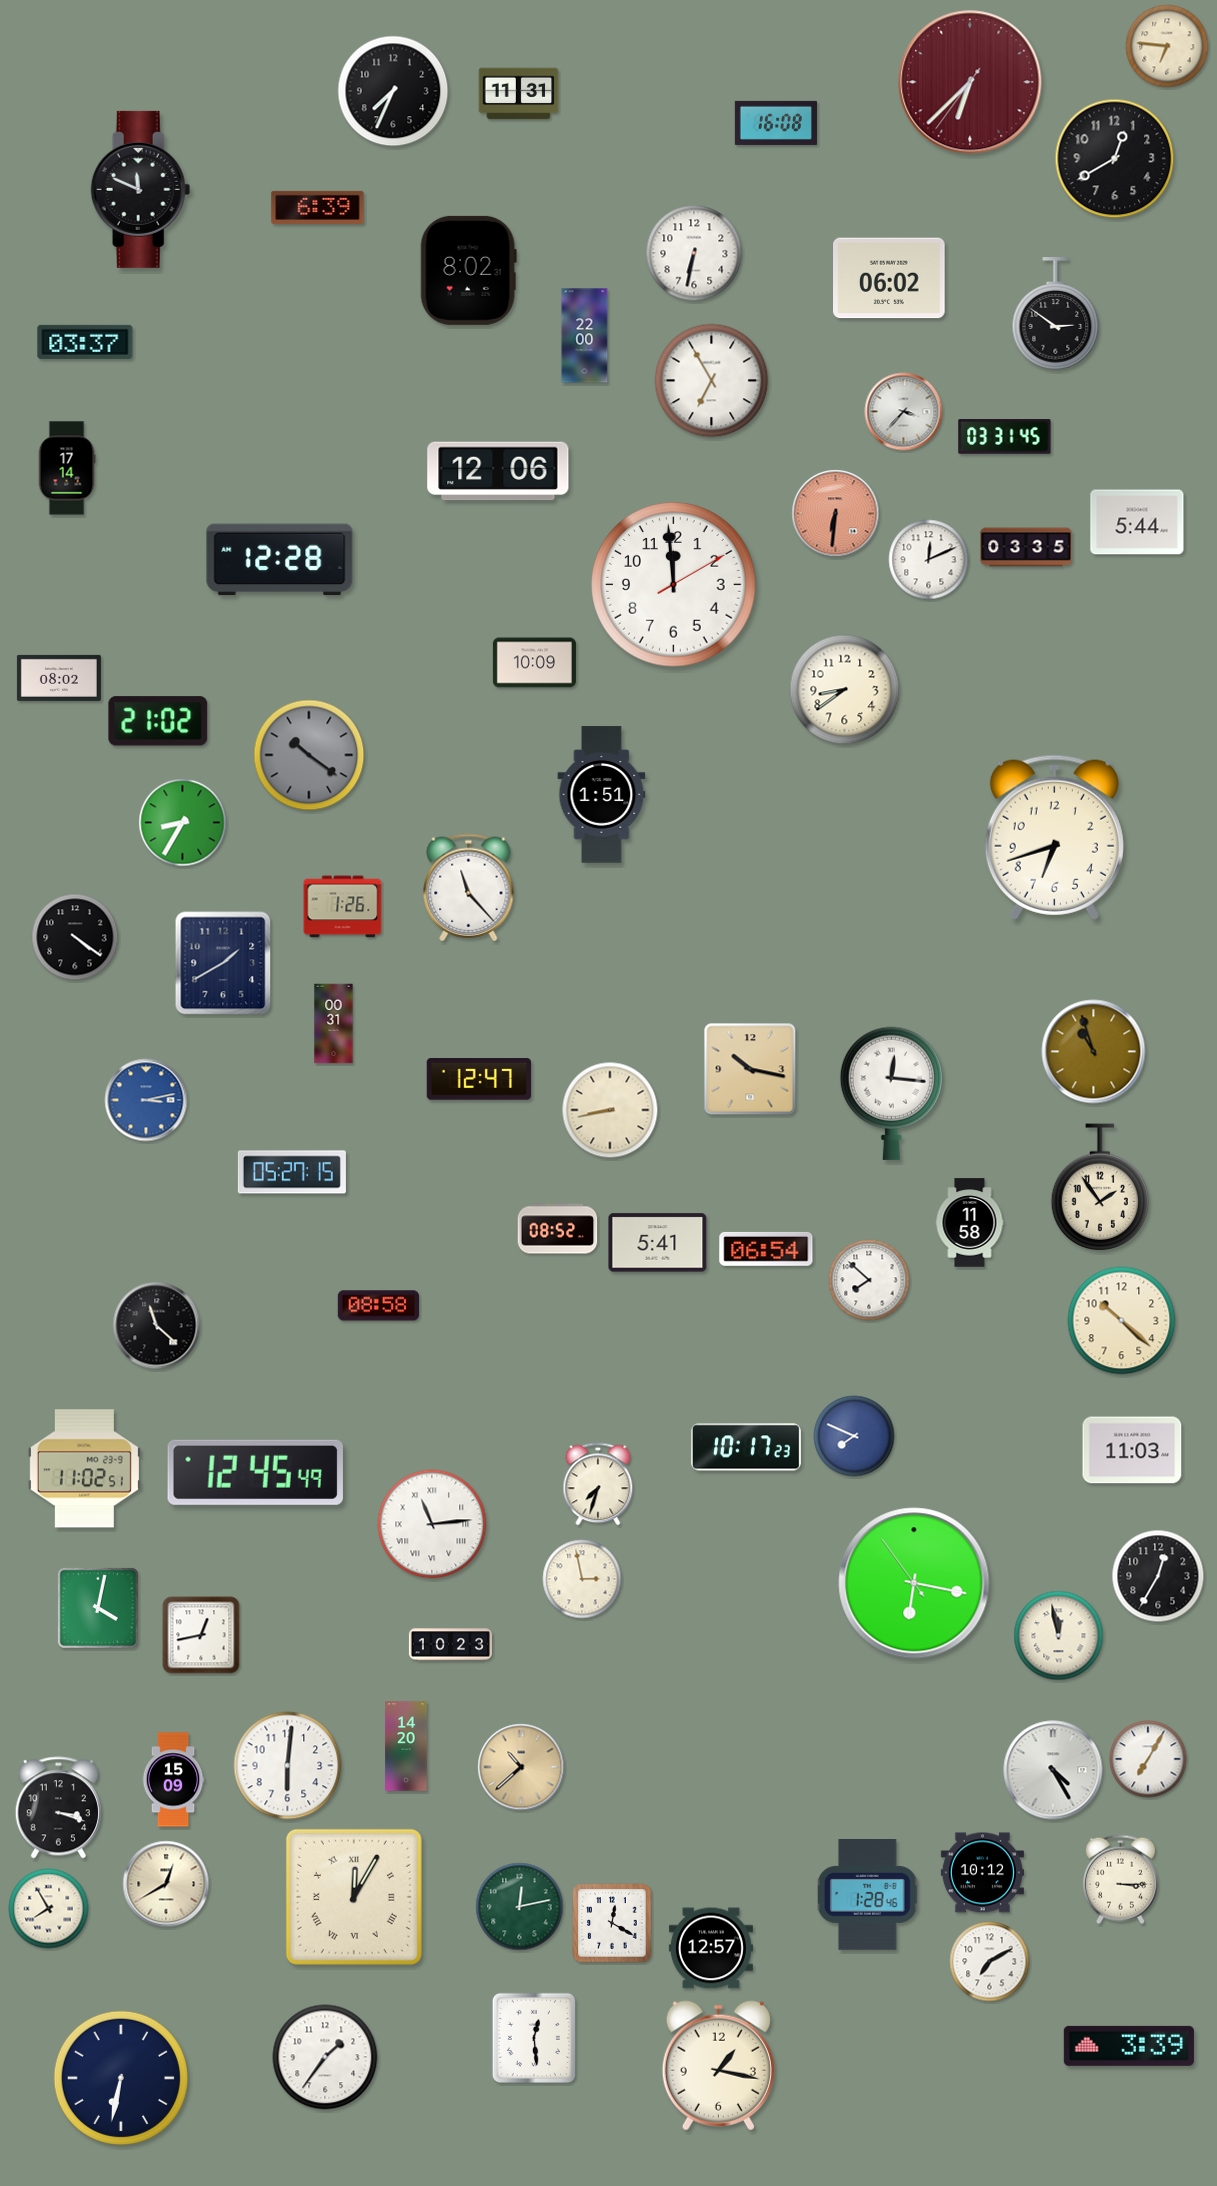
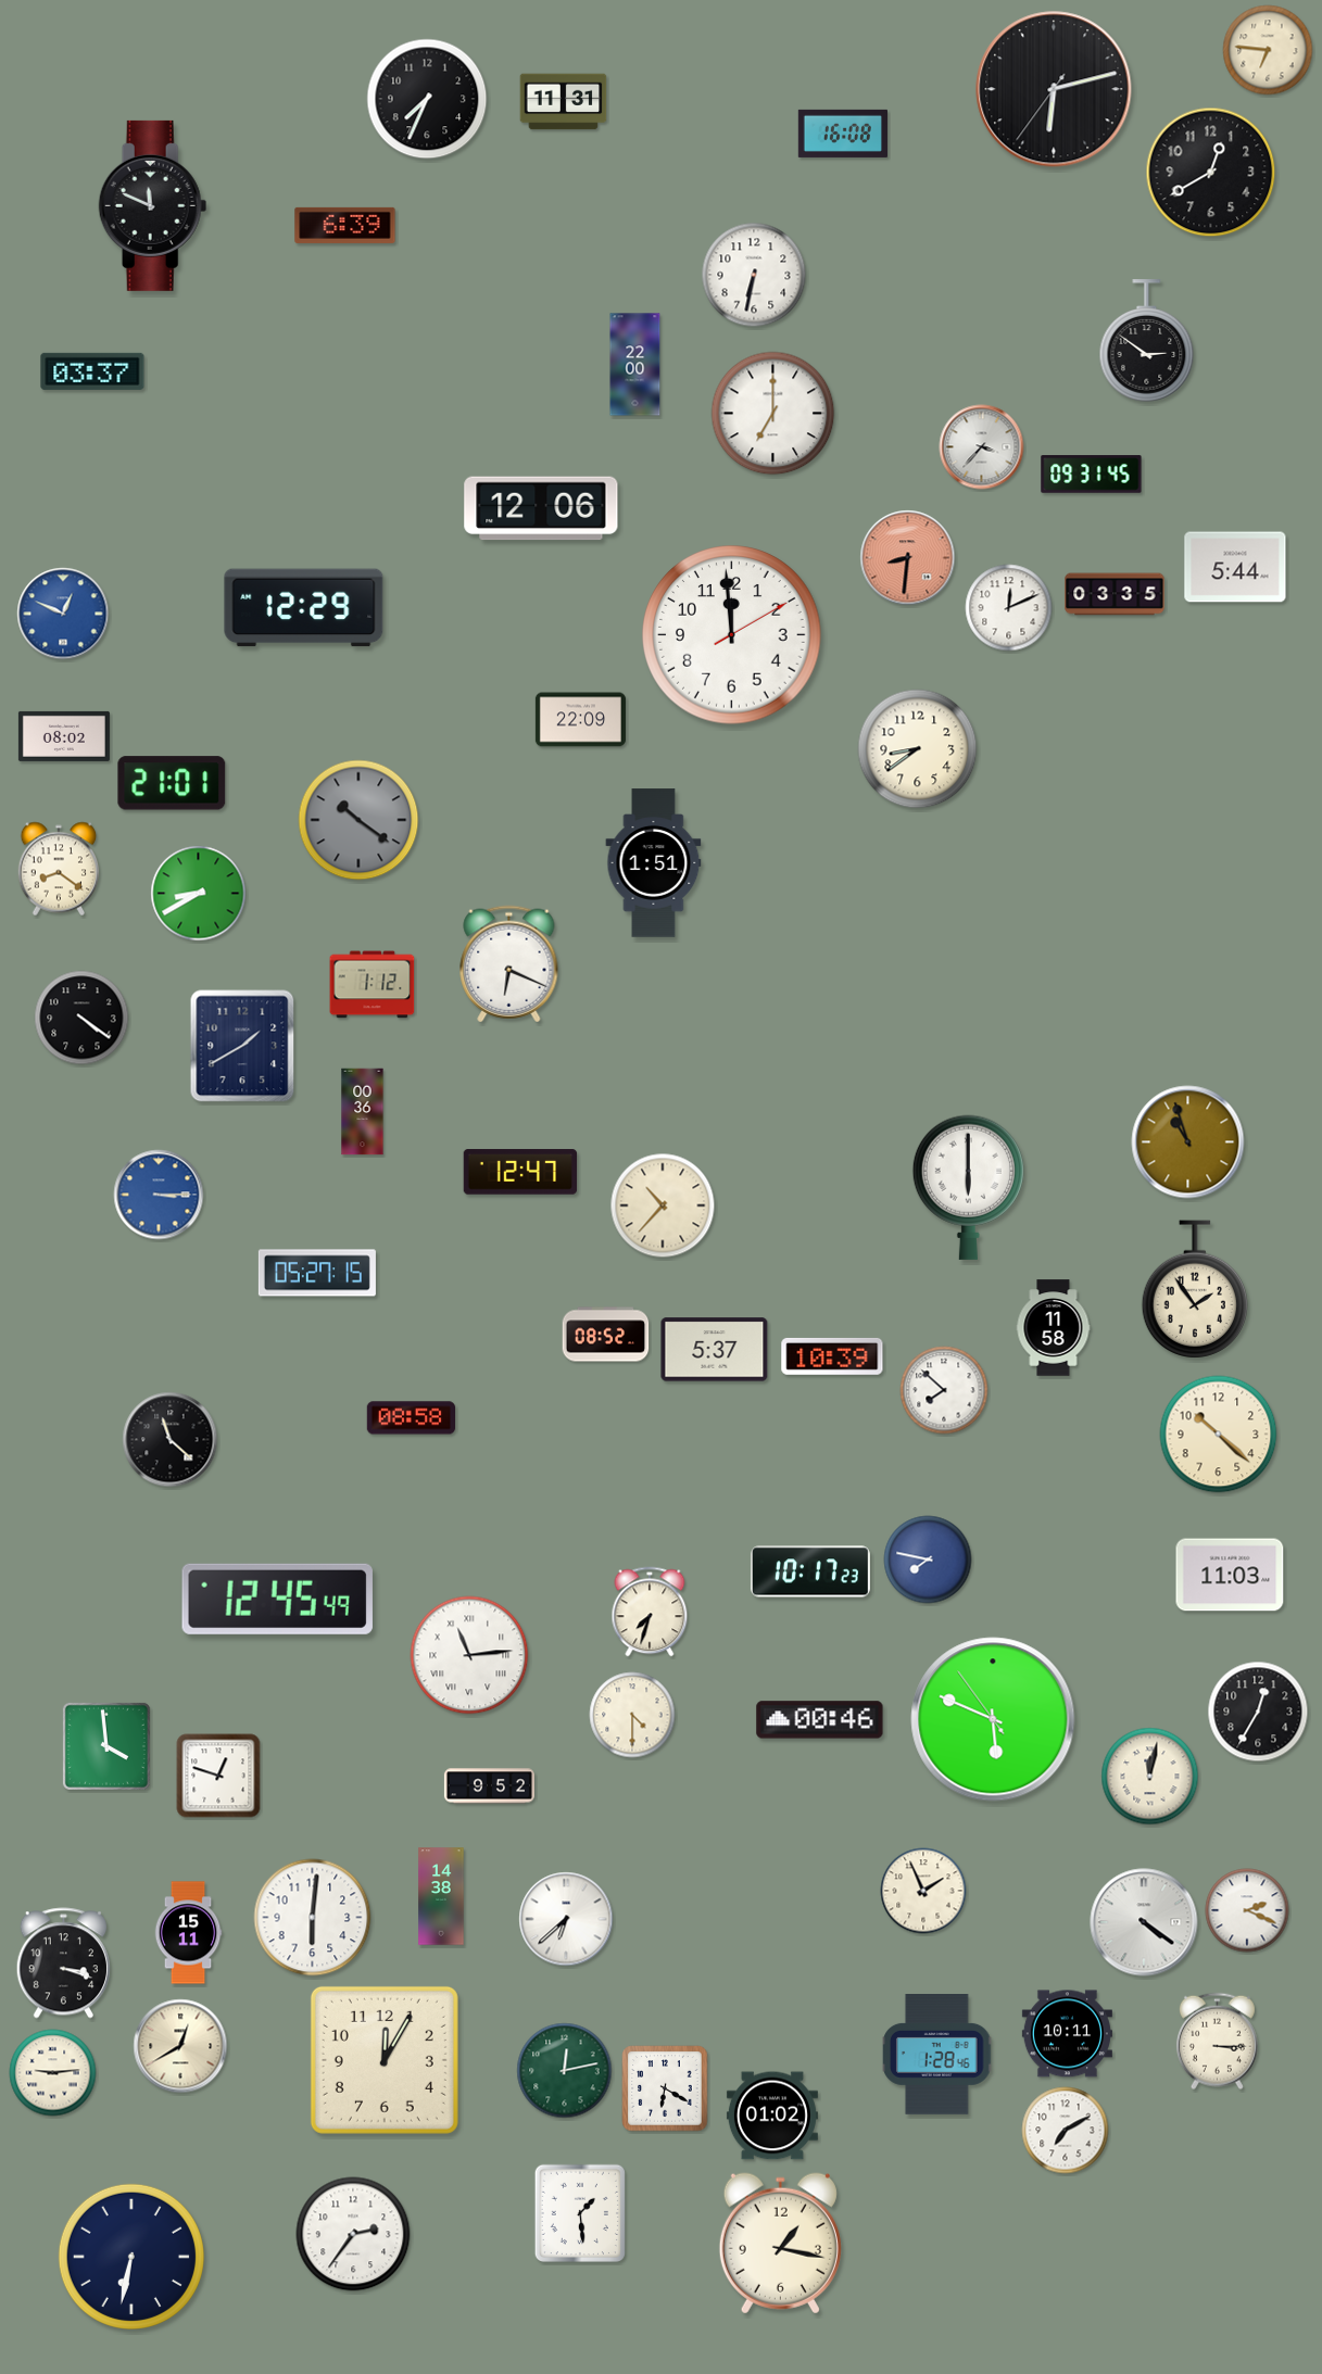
clock at (970, 82): 6:37 -> 6:12
clock at (970, 82) dial: burgundy -> black
clock at (468, 270): 8:02 -> none
clock at (890, 278): 06:02 -> none
clock at (712, 381): 6:55 -> 7:00
clock at (1005, 437): 03:31 -> 09:31
clock at (67, 468): 17:14 -> none
clock at (498, 471) position: (498, 471) -> (541, 508)
clock at (836, 514): 6:31 -> 8:31
clock at (280, 560): 12:28 -> 12:29
clock at (63, 614): none -> 12:49
clock at (534, 663): 10:09 -> 22:09
clock at (158, 721): 21:02 -> 21:01
clock at (309, 755) position: (309, 755) -> (358, 820)
clock at (59, 869): none -> 8:21
clock at (183, 823): 8:35 -> 8:40
clock at (1054, 837): 6:42 -> none
clock at (469, 888): 11:23 -> 6:19
clock at (343, 907): 1:26 -> 1:12
clock at (334, 1024): 00:31 -> 00:36
clock at (750, 1069): 10:17 -> none
clock at (891, 1093): 12:16 -> 6:00
clock at (146, 1100): 3:13 -> 3:15
clock at (610, 1110): 8:43 -> 10:37
clock at (658, 1243): 5:41 -> 5:37
clock at (766, 1249): 06:54 -> 10:39
clock at (854, 1436): 7:49 -> 7:47
clock at (84, 1469): 11:02 -> none
clock at (582, 1579): 2:58 -> 4:30
clock at (914, 1583): 6:16 -> 5:48
clock at (820, 1720): none -> 00:46
clock at (98, 1608): 4:02 -> 3:59
clock at (201, 1635): 12:43 -> 12:48
clock at (1059, 1636): 11:58 -> 12:02
clock at (450, 1645): 10:23 -> 9:52
clock at (923, 1891): none -> 1:56
clock at (406, 1746): 14:20 -> 14:38
clock at (1148, 1759): 7:05 -> 2:19
clock at (521, 1767): 10:38 -> 6:38
clock at (521, 1767) dial: champagne -> white
clock at (1053, 1770): 4:25 -> 4:21
clock at (173, 1780): 15:09 -> 15:11
clock at (982, 1873): 10:12 -> 10:11
clock at (868, 1895) position: (868, 1895) -> (937, 2055)
clock at (354, 1897) numerals: Roman -> Arabic
clock at (49, 1909): 7:55 -> 9:14
clock at (612, 1923): 12:20 -> 6:20
clock at (711, 1948): 12:57 -> 01:02
clock at (990, 1962) position: (990, 1962) -> (1066, 2131)
clock at (534, 2038): 12:29 -> 1:29
clock at (1129, 2046): 3:39 -> none
clock at (325, 2057): 1:36 -> 2:36
